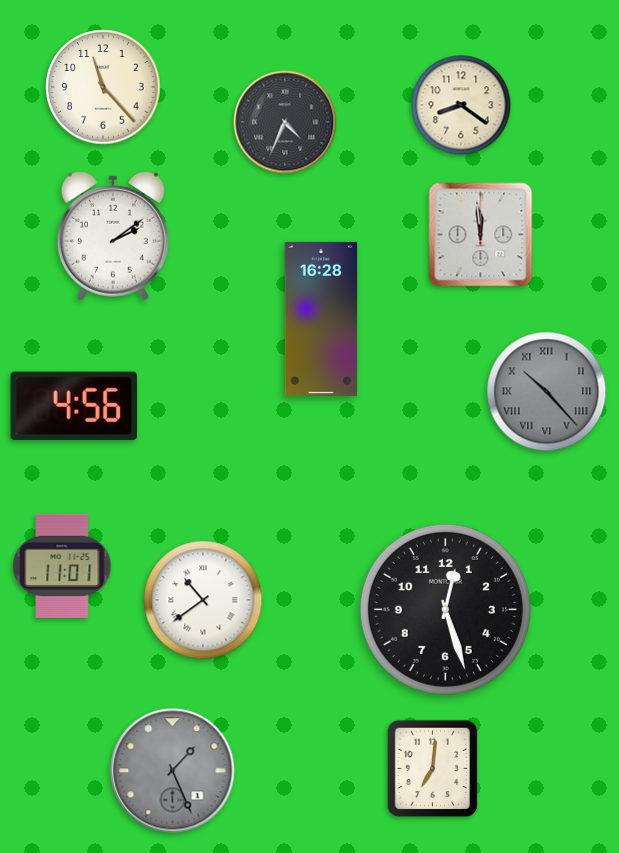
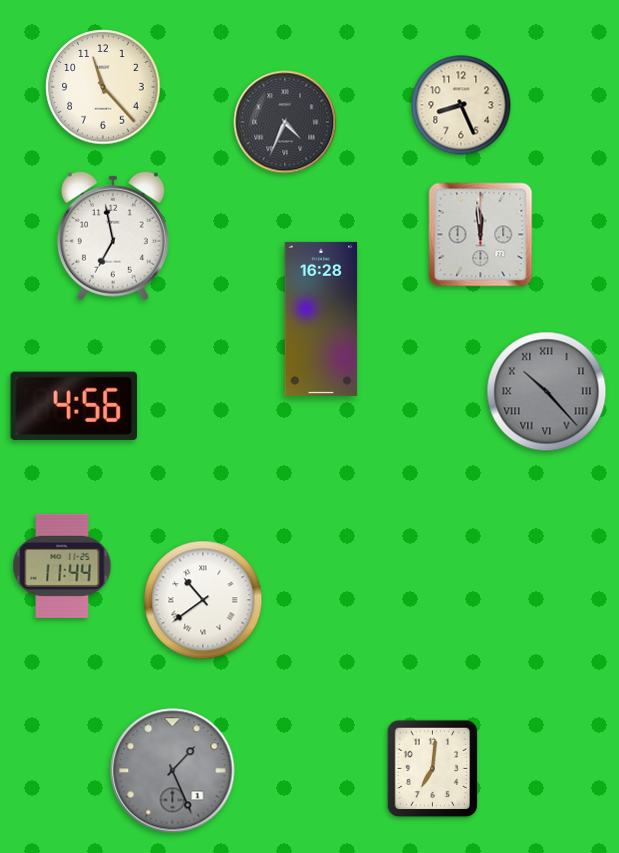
clock at (461, 105): 8:21 -> 8:26
clock at (113, 236): 2:09 -> 6:58
clock at (62, 566): 11:01 -> 11:44
clock at (445, 609): 12:27 -> none
